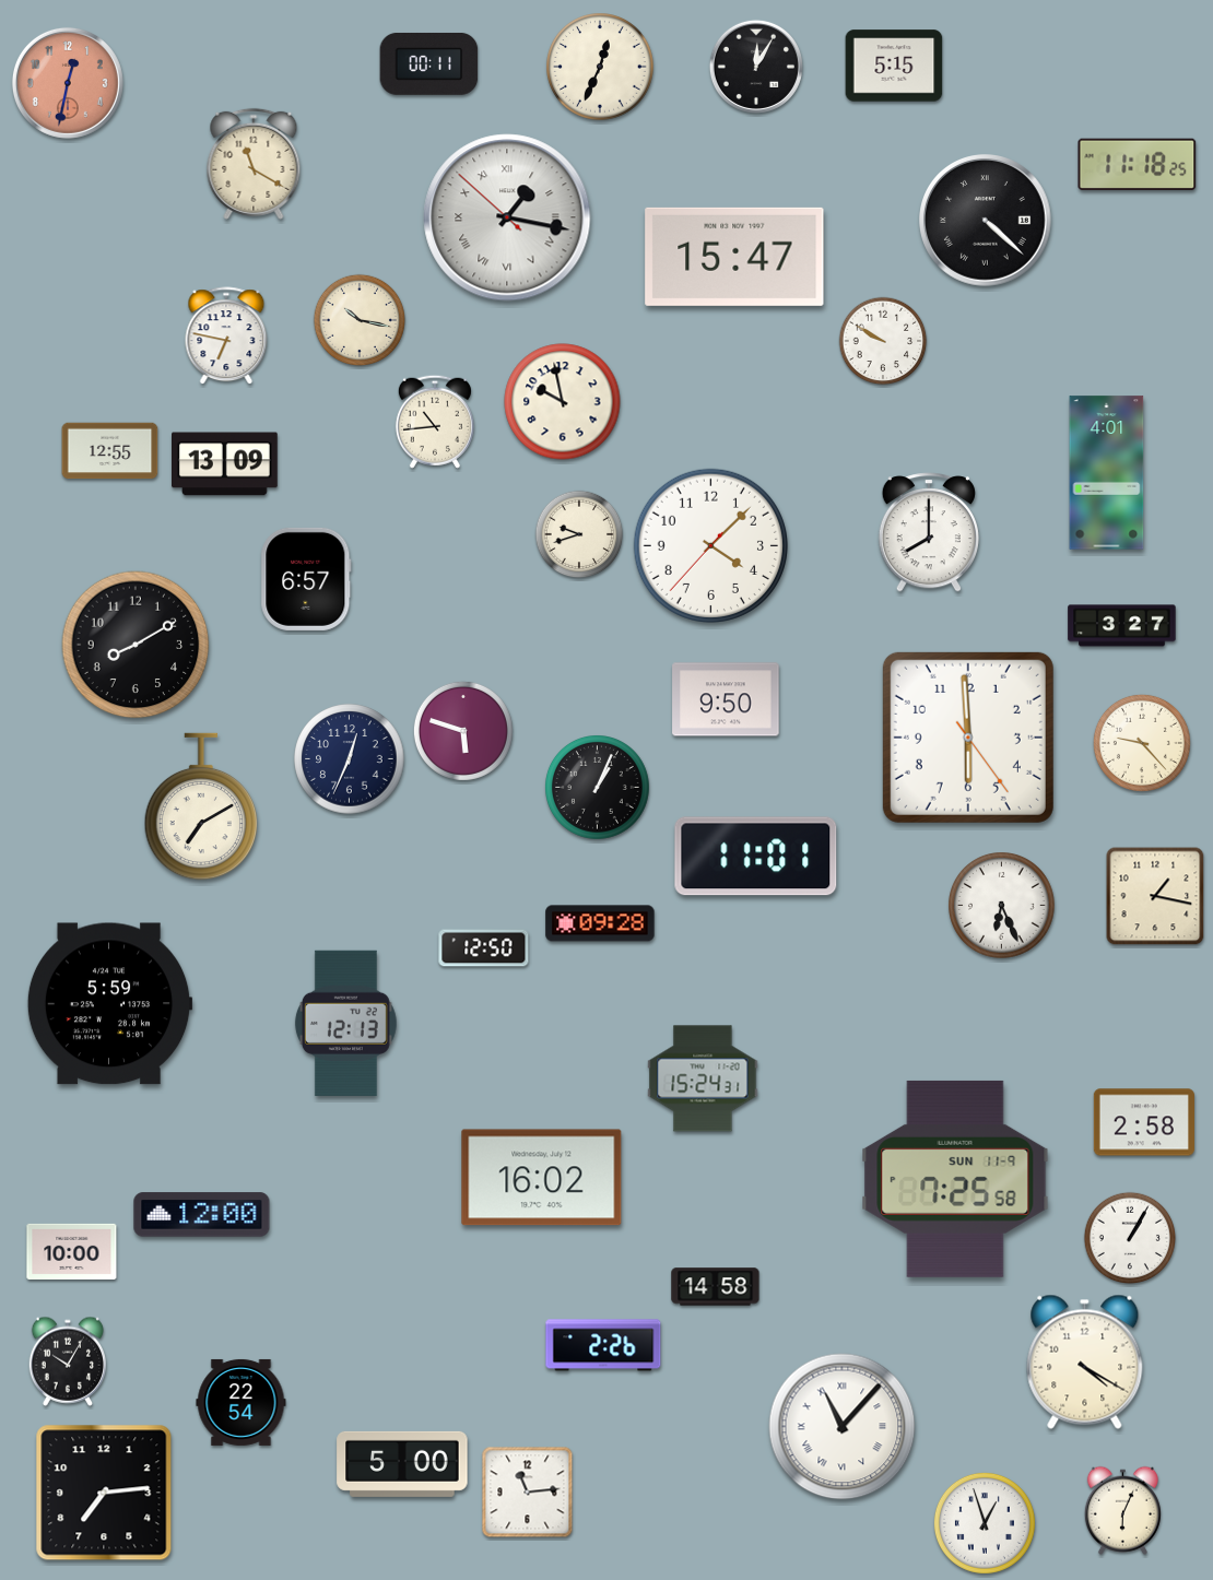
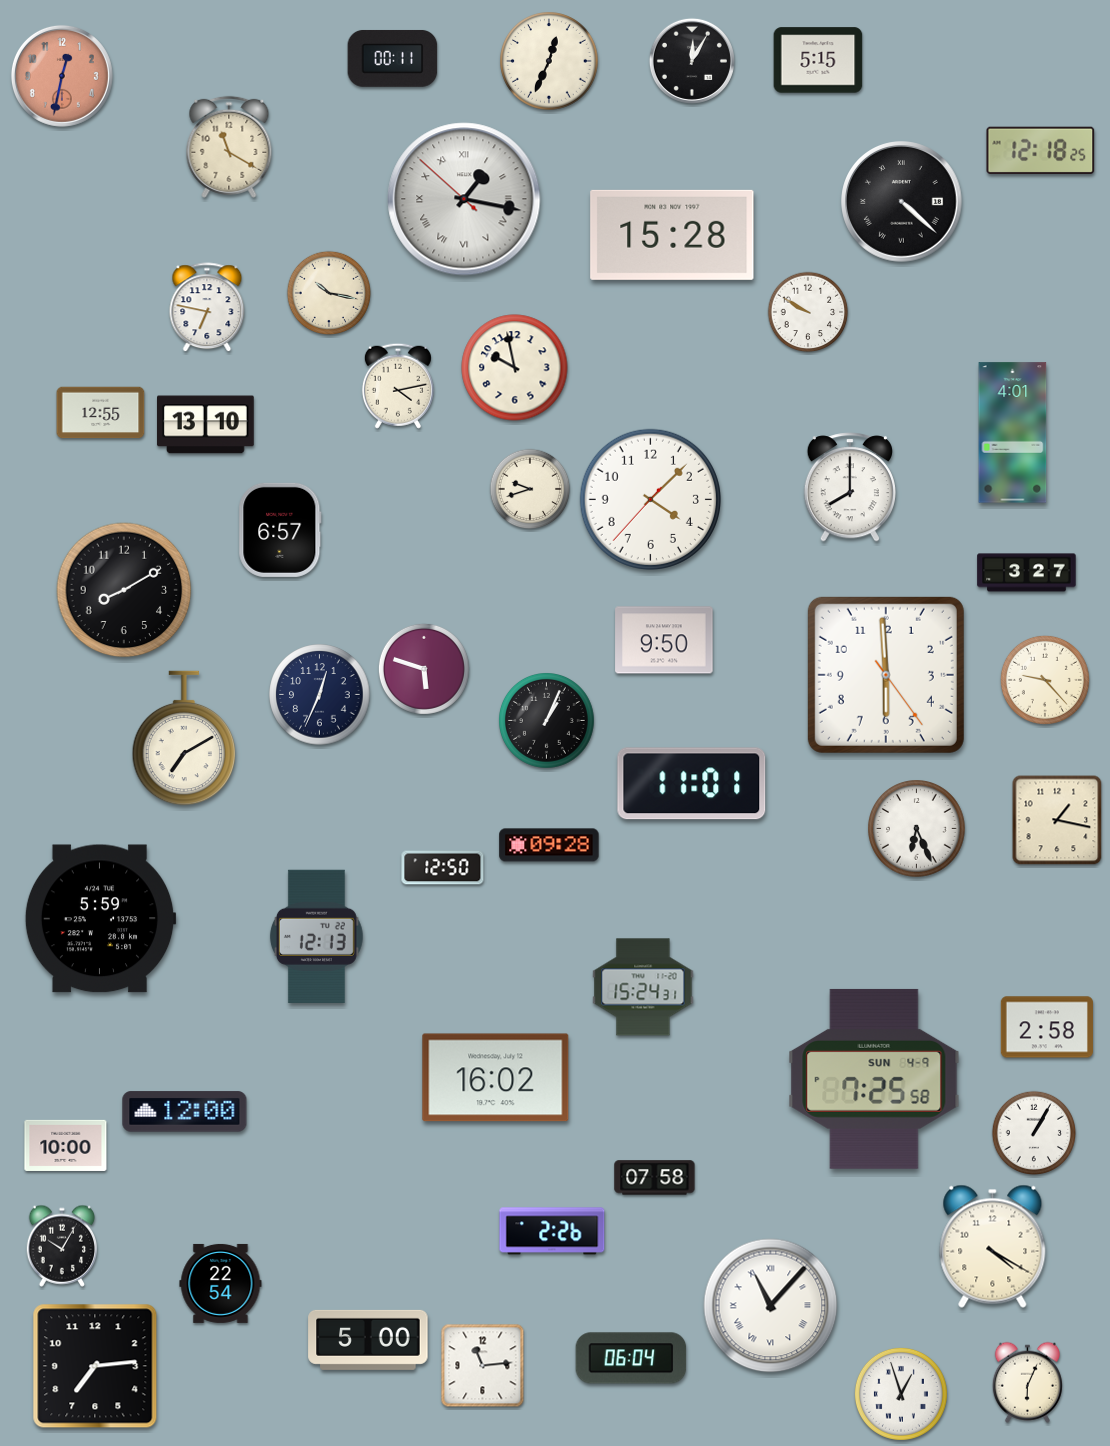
clock at (254, 164) position: (254, 164) -> (229, 147)
clock at (1138, 164): 11:18 -> 12:18
clock at (734, 257): 15:47 -> 15:28
clock at (435, 422): 10:44 -> 4:13
clock at (225, 464): 13:09 -> 13:10
clock at (955, 1179) date: SUN 11-9 -> SUN 4-9
clock at (716, 1287): 14:58 -> 07:58
clock at (631, 1358): none -> 06:04
